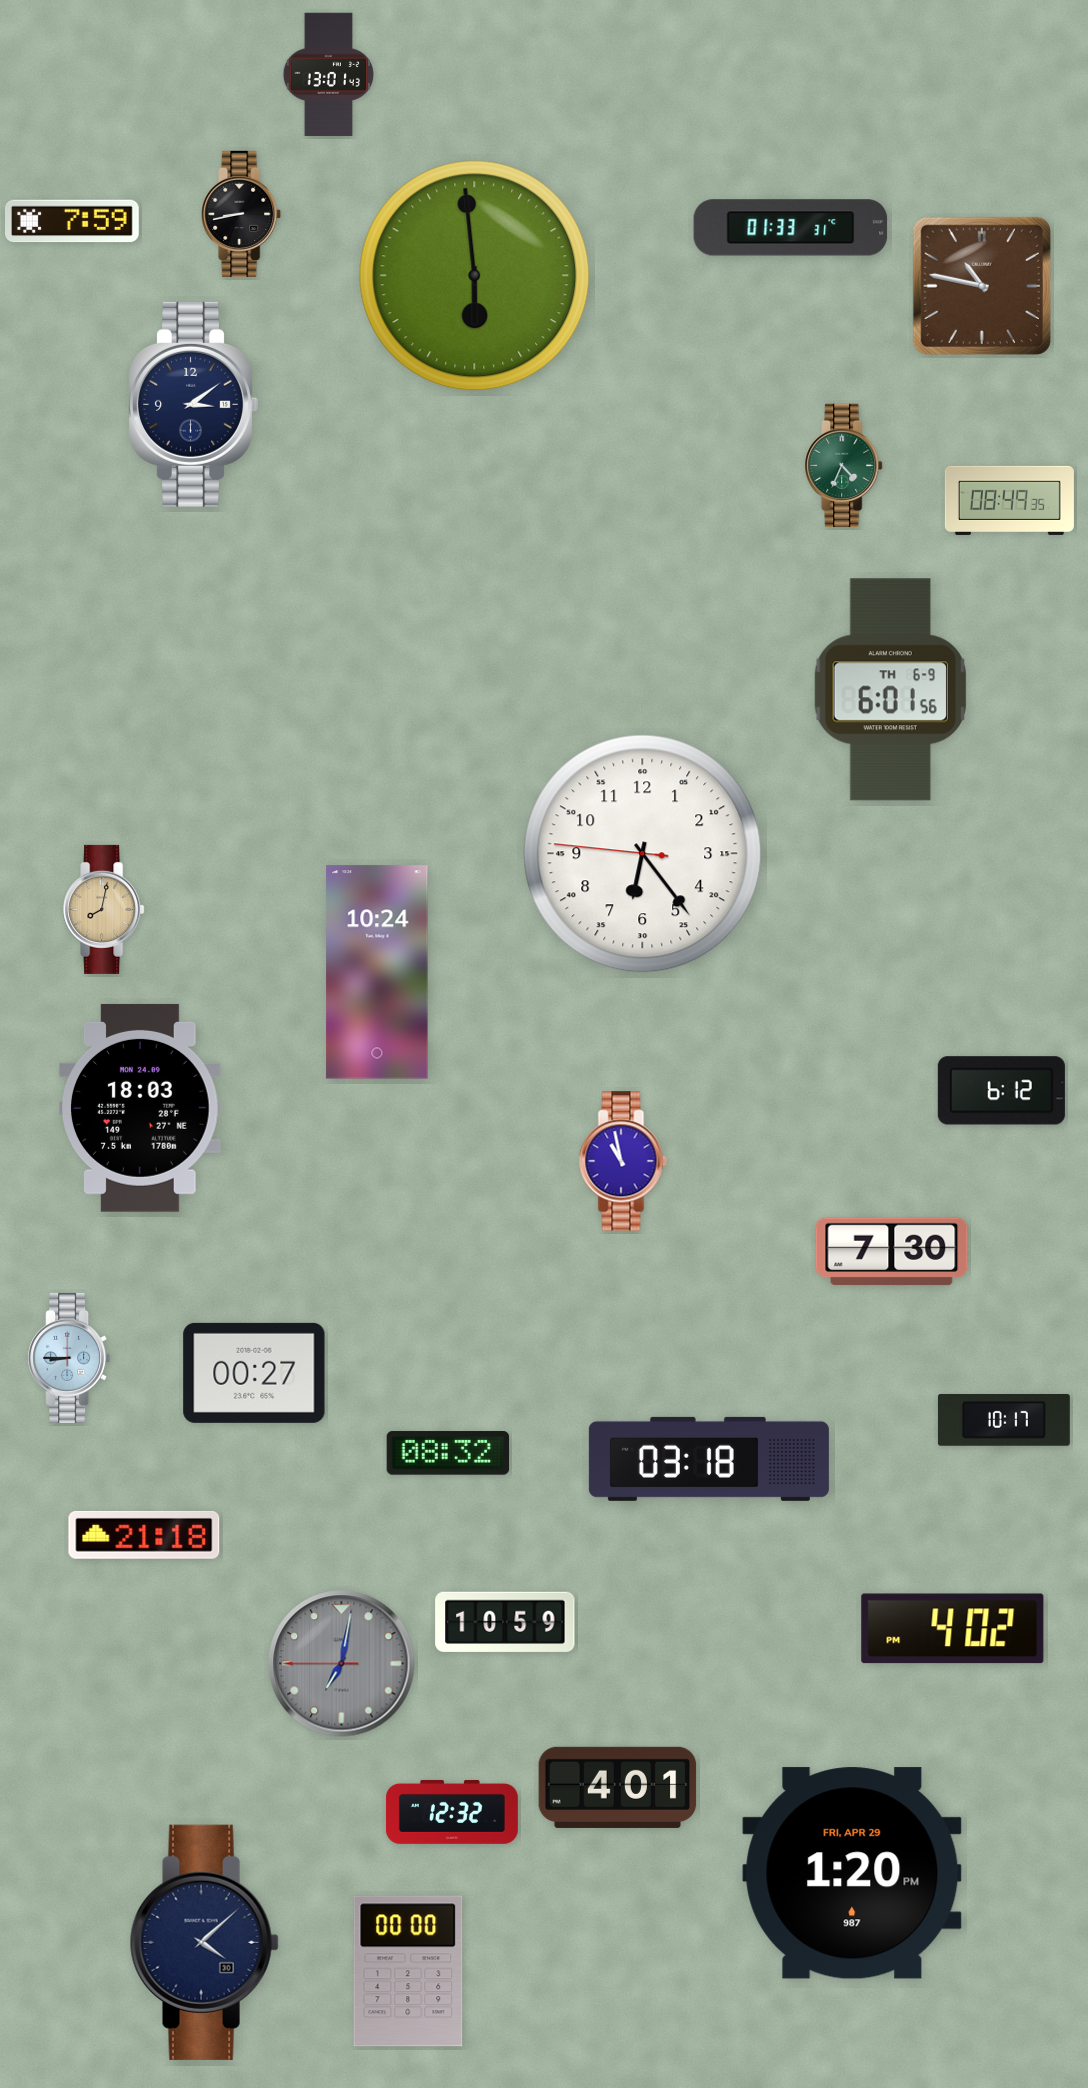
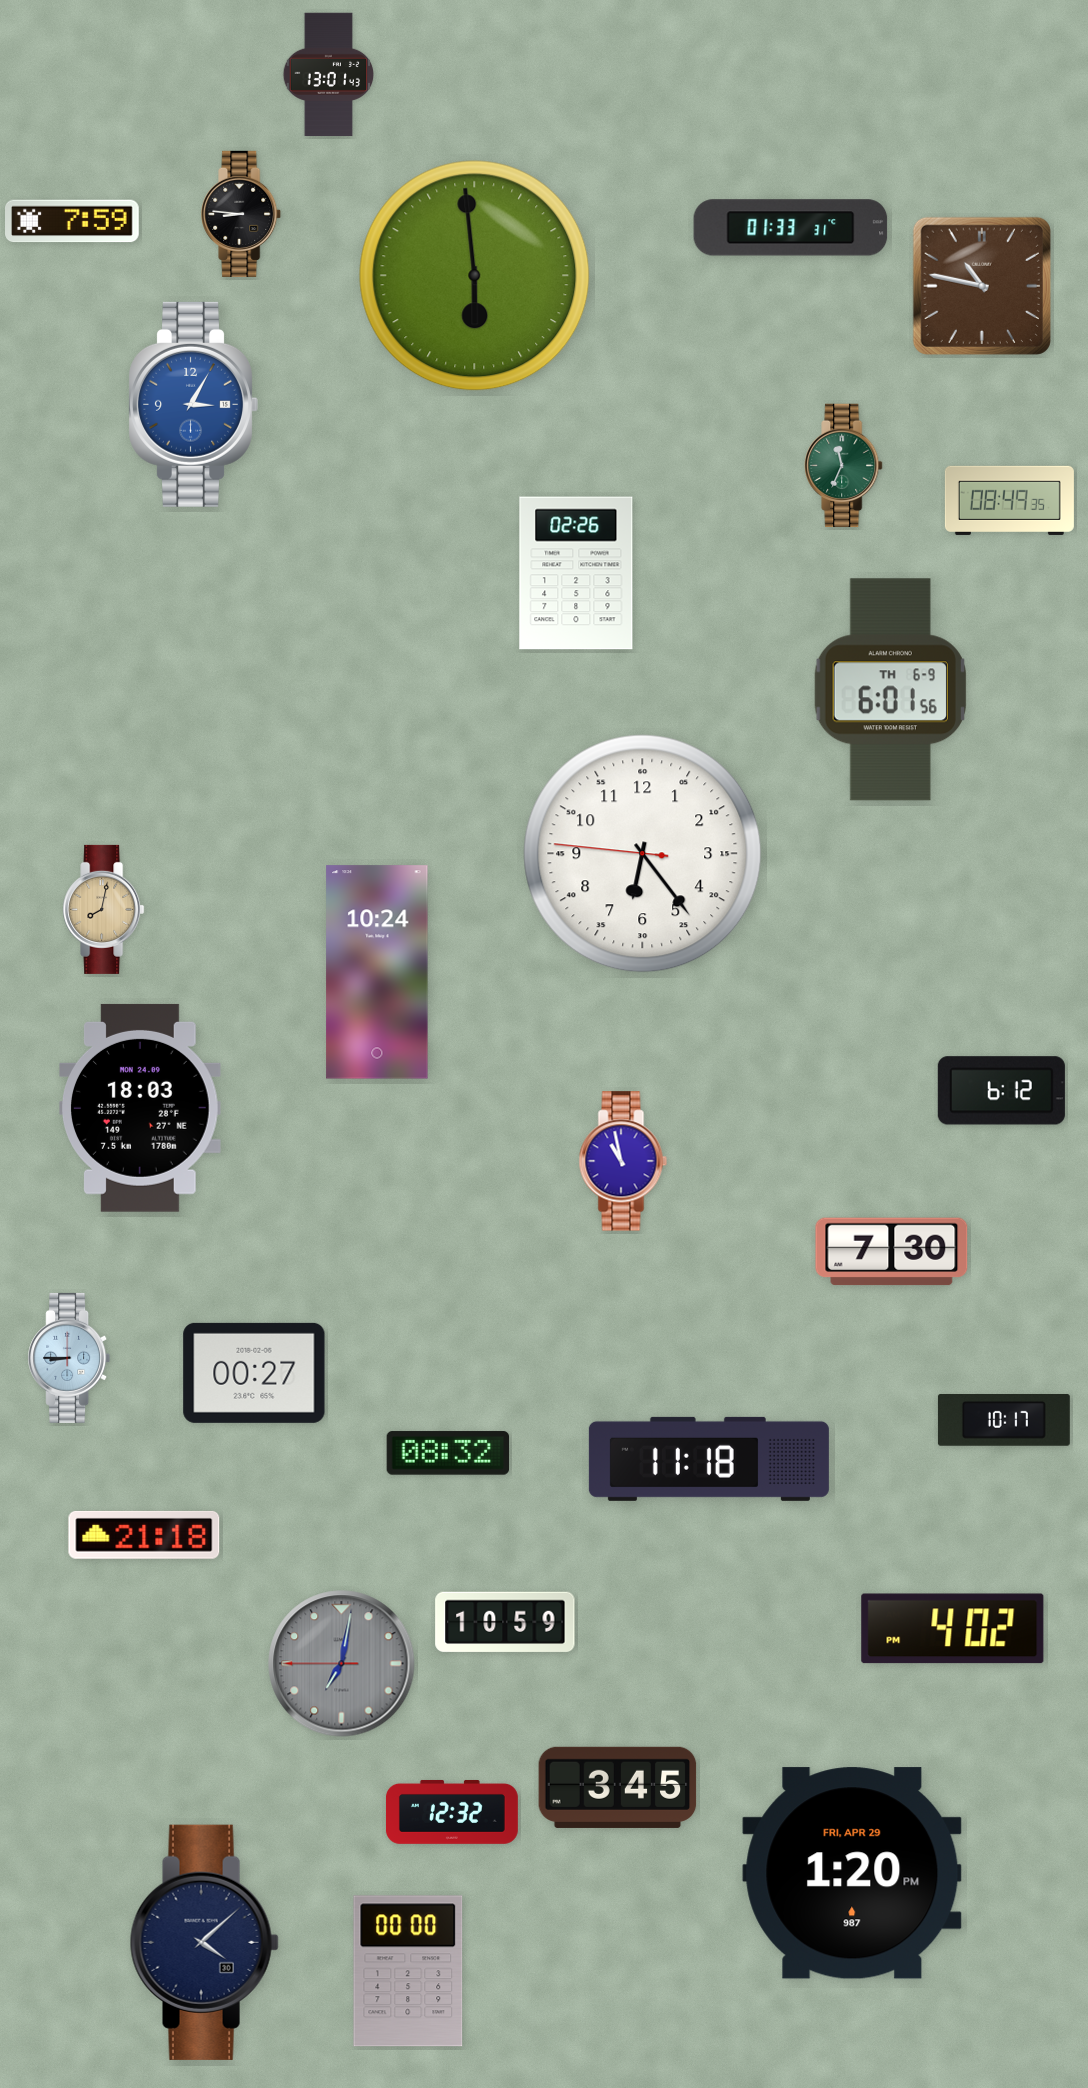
clock at (242, 214): 8:43 -> 8:46
clock at (193, 404): 3:09 -> 3:05
clock at (193, 404) dial: navy -> blue
clock at (844, 466): 4:34 -> 11:34
clock at (576, 573): none -> 02:26
clock at (709, 1459): 03:18 -> 11:18
clock at (618, 1787): 4:01 -> 3:45
